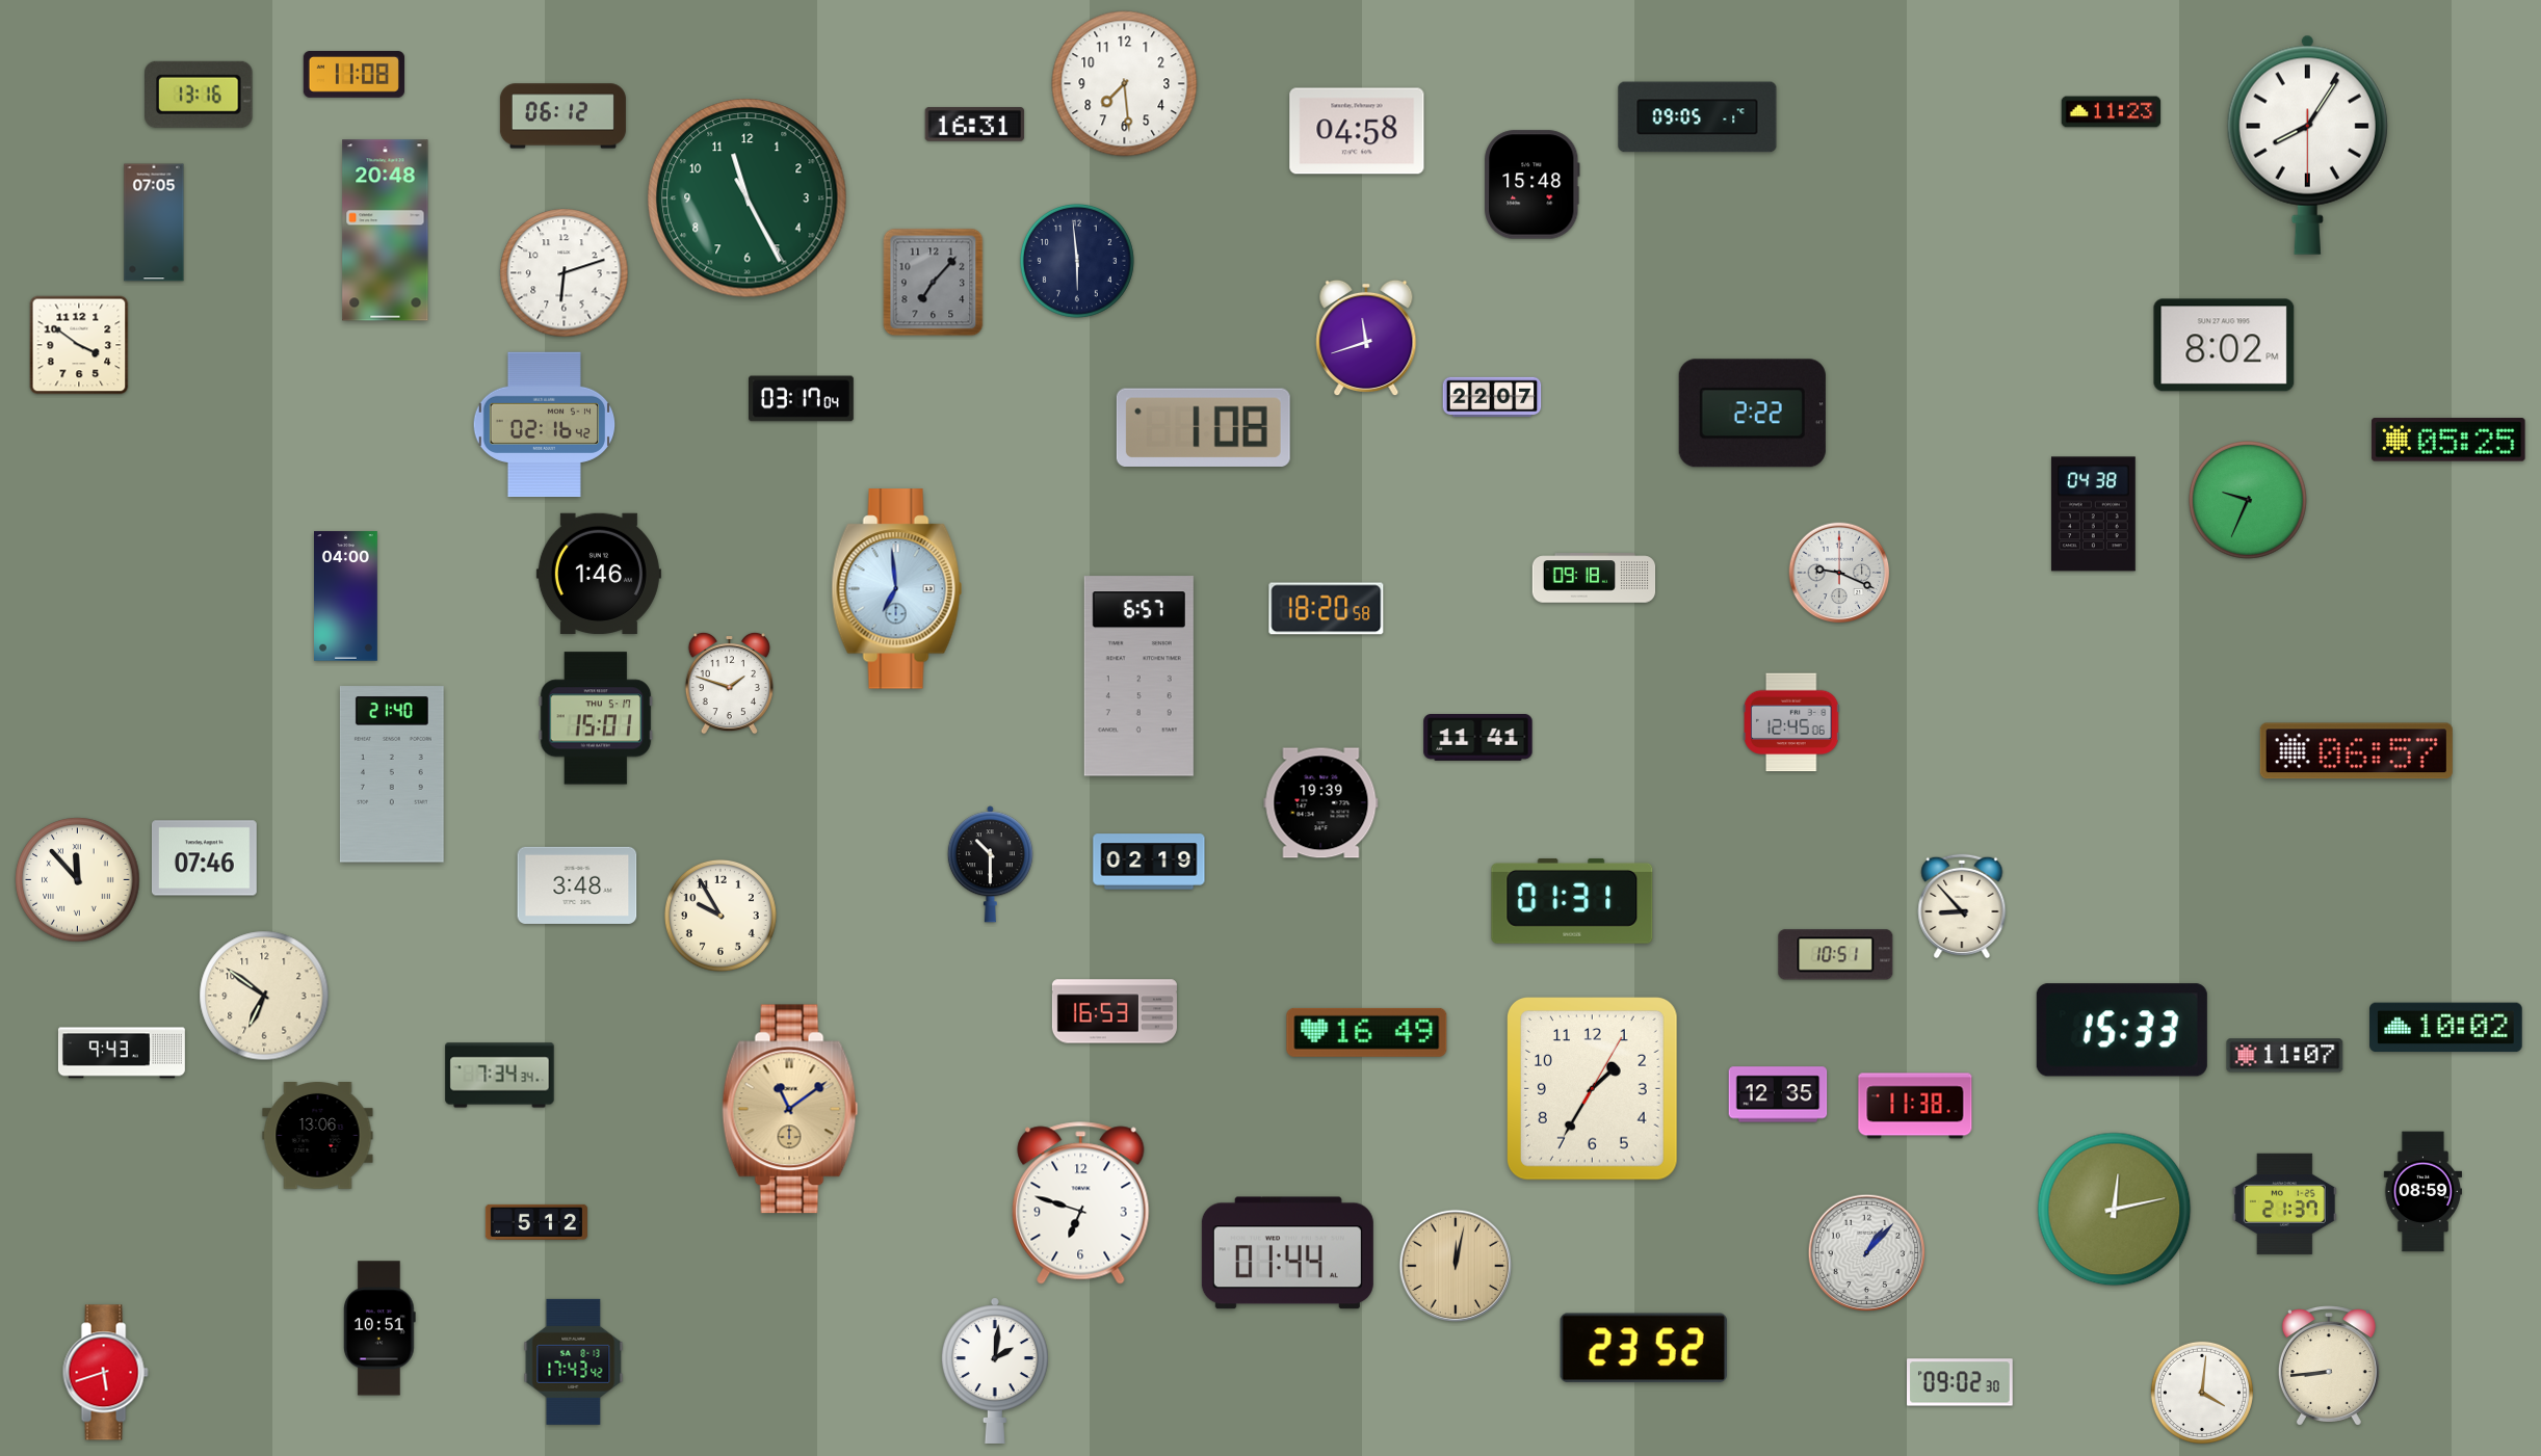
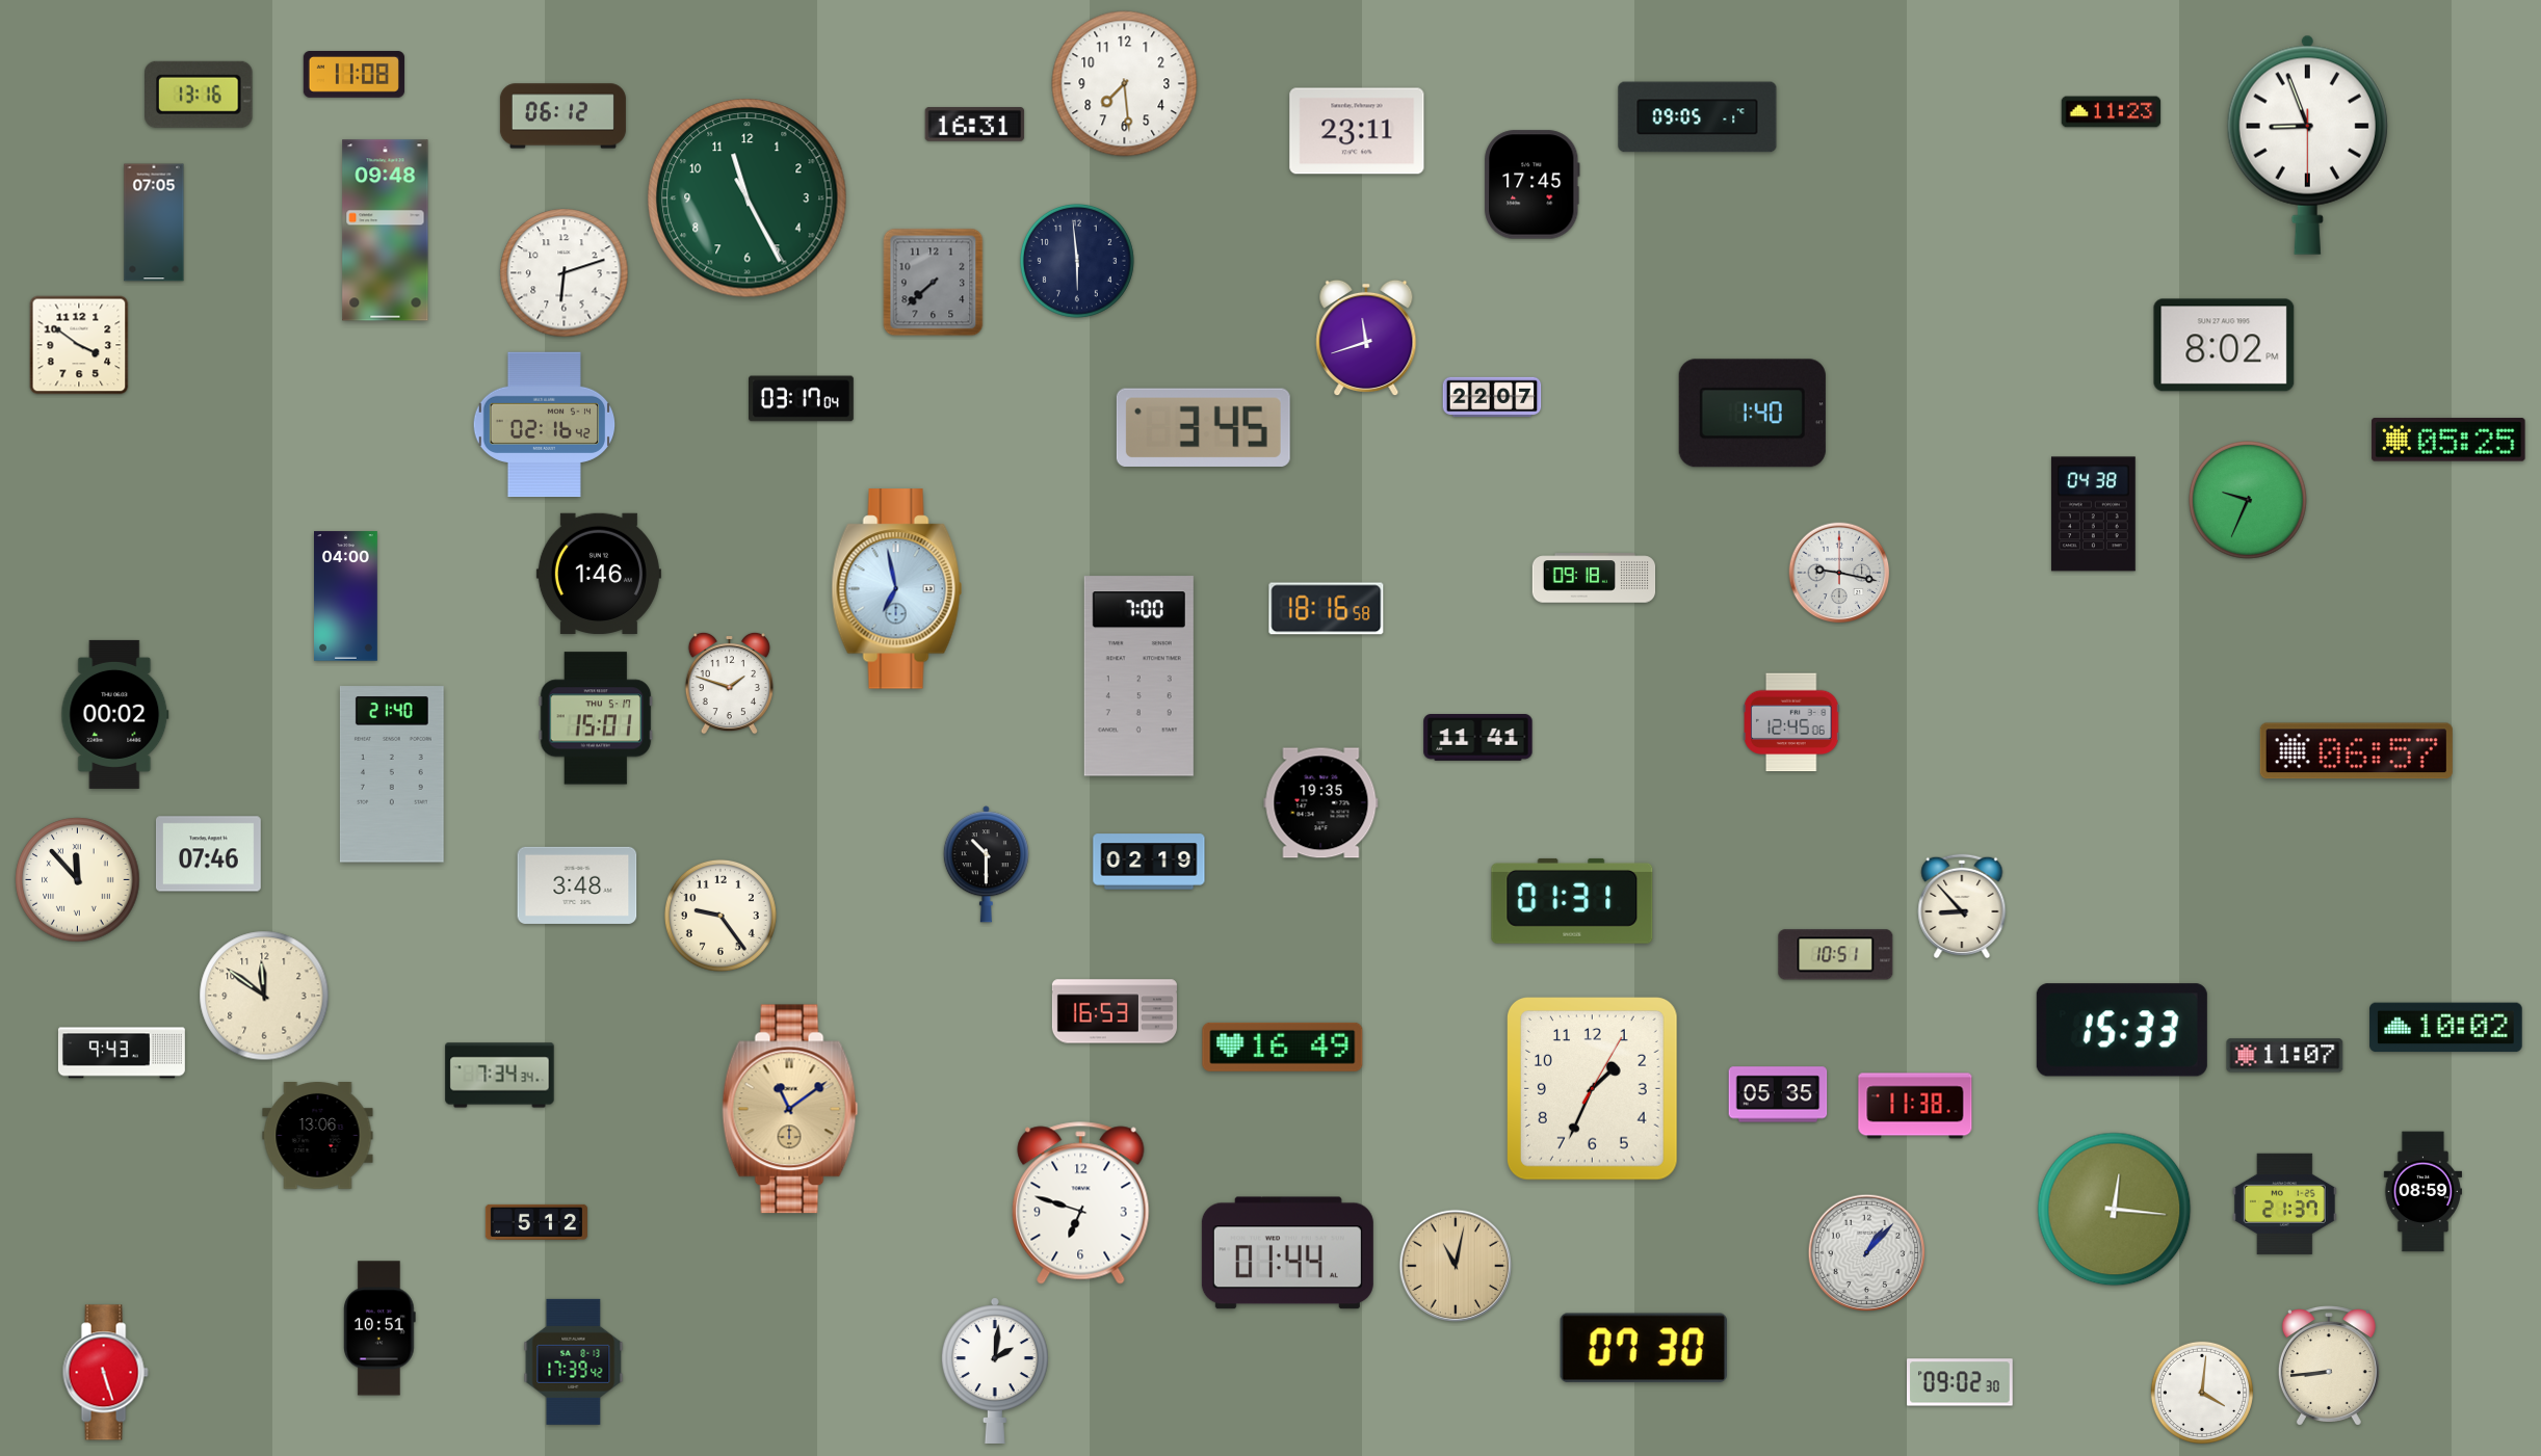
clock at (1357, 131): 04:58 -> 23:11
clock at (2307, 144): 8:05 -> 8:56
clock at (1533, 185): 15:48 -> 17:45
clock at (386, 231): 20:48 -> 09:48
clock at (934, 283): 7:07 -> 7:38
clock at (1752, 414): 2:22 -> 1:40
clock at (1203, 427): 1:08 -> 3:45
clock at (1839, 573): 9:19 -> 9:17
clock at (896, 589): 6:59 -> 6:58
clock at (1327, 609): 18:20 -> 18:16
clock at (1138, 677): 6:57 -> 7:00
clock at (115, 714): none -> 00:02
clock at (1321, 803): 19:39 -> 19:35
clock at (204, 858) position: (204, 858) -> (208, 854)
clock at (990, 865) position: (990, 865) -> (986, 865)
clock at (721, 916): 9:55 -> 9:24
clock at (264, 996): 6:51 -> 11:51
clock at (1367, 1032) position: (1367, 1032) -> (1283, 1047)
clock at (1592, 1089): 1:35 -> 1:34
clock at (1778, 1094): 12:35 -> 05:35
clock at (2115, 1210): 12:13 -> 12:16
clock at (1456, 1266): 12:02 -> 11:02
clock at (1644, 1348): 23:52 -> 07:30
clock at (574, 1361): 17:43 -> 17:39
clock at (105, 1373): 5:42 -> 5:27
